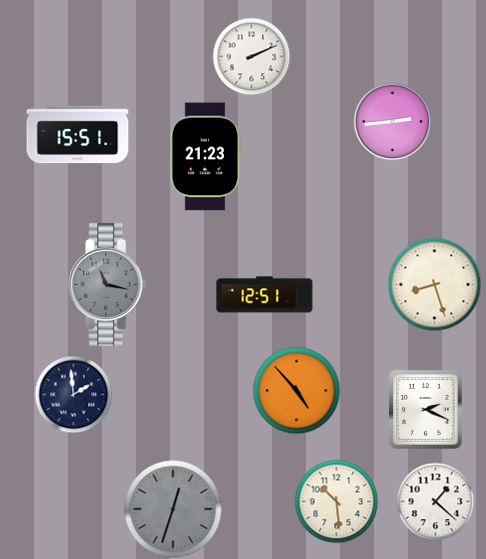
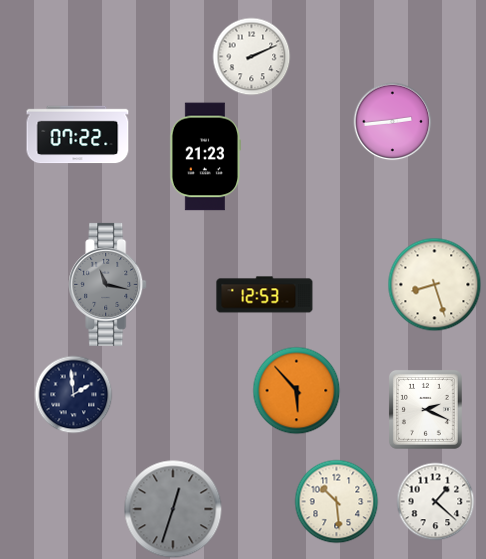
clock at (78, 135): 15:51 -> 07:22
clock at (265, 295): 12:51 -> 12:53
clock at (296, 390): 4:53 -> 5:53
